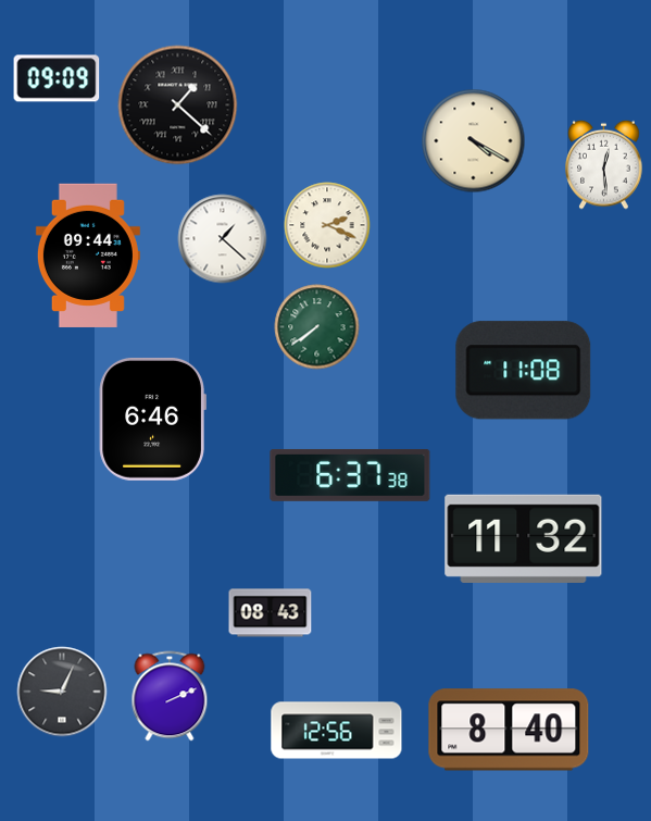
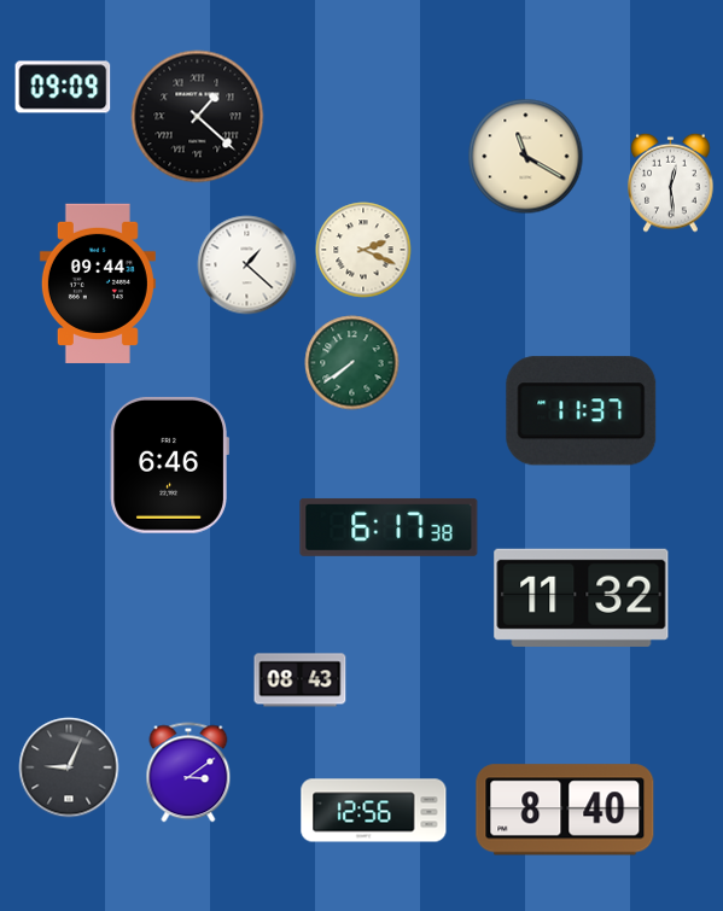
clock at (474, 141): 4:20 -> 11:20
clock at (524, 371): 11:08 -> 11:37
clock at (350, 475): 6:37 -> 6:17
clock at (170, 696): 2:11 -> 3:09
